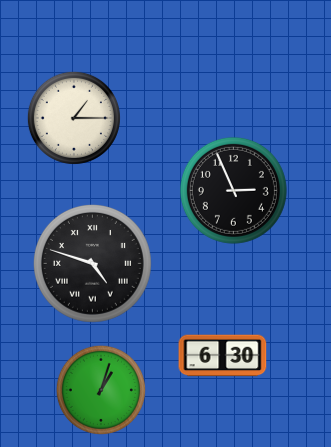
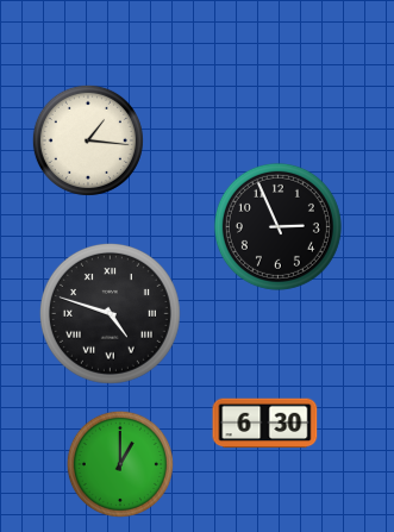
clock at (74, 118): 1:15 -> 1:16
clock at (101, 390): 1:03 -> 1:00
